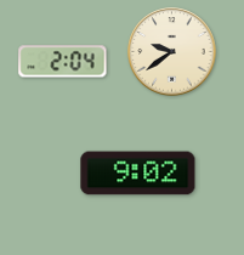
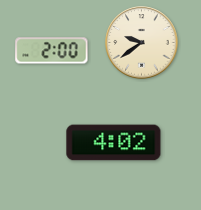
clock at (63, 62): 2:04 -> 2:00
clock at (138, 174): 9:02 -> 4:02
